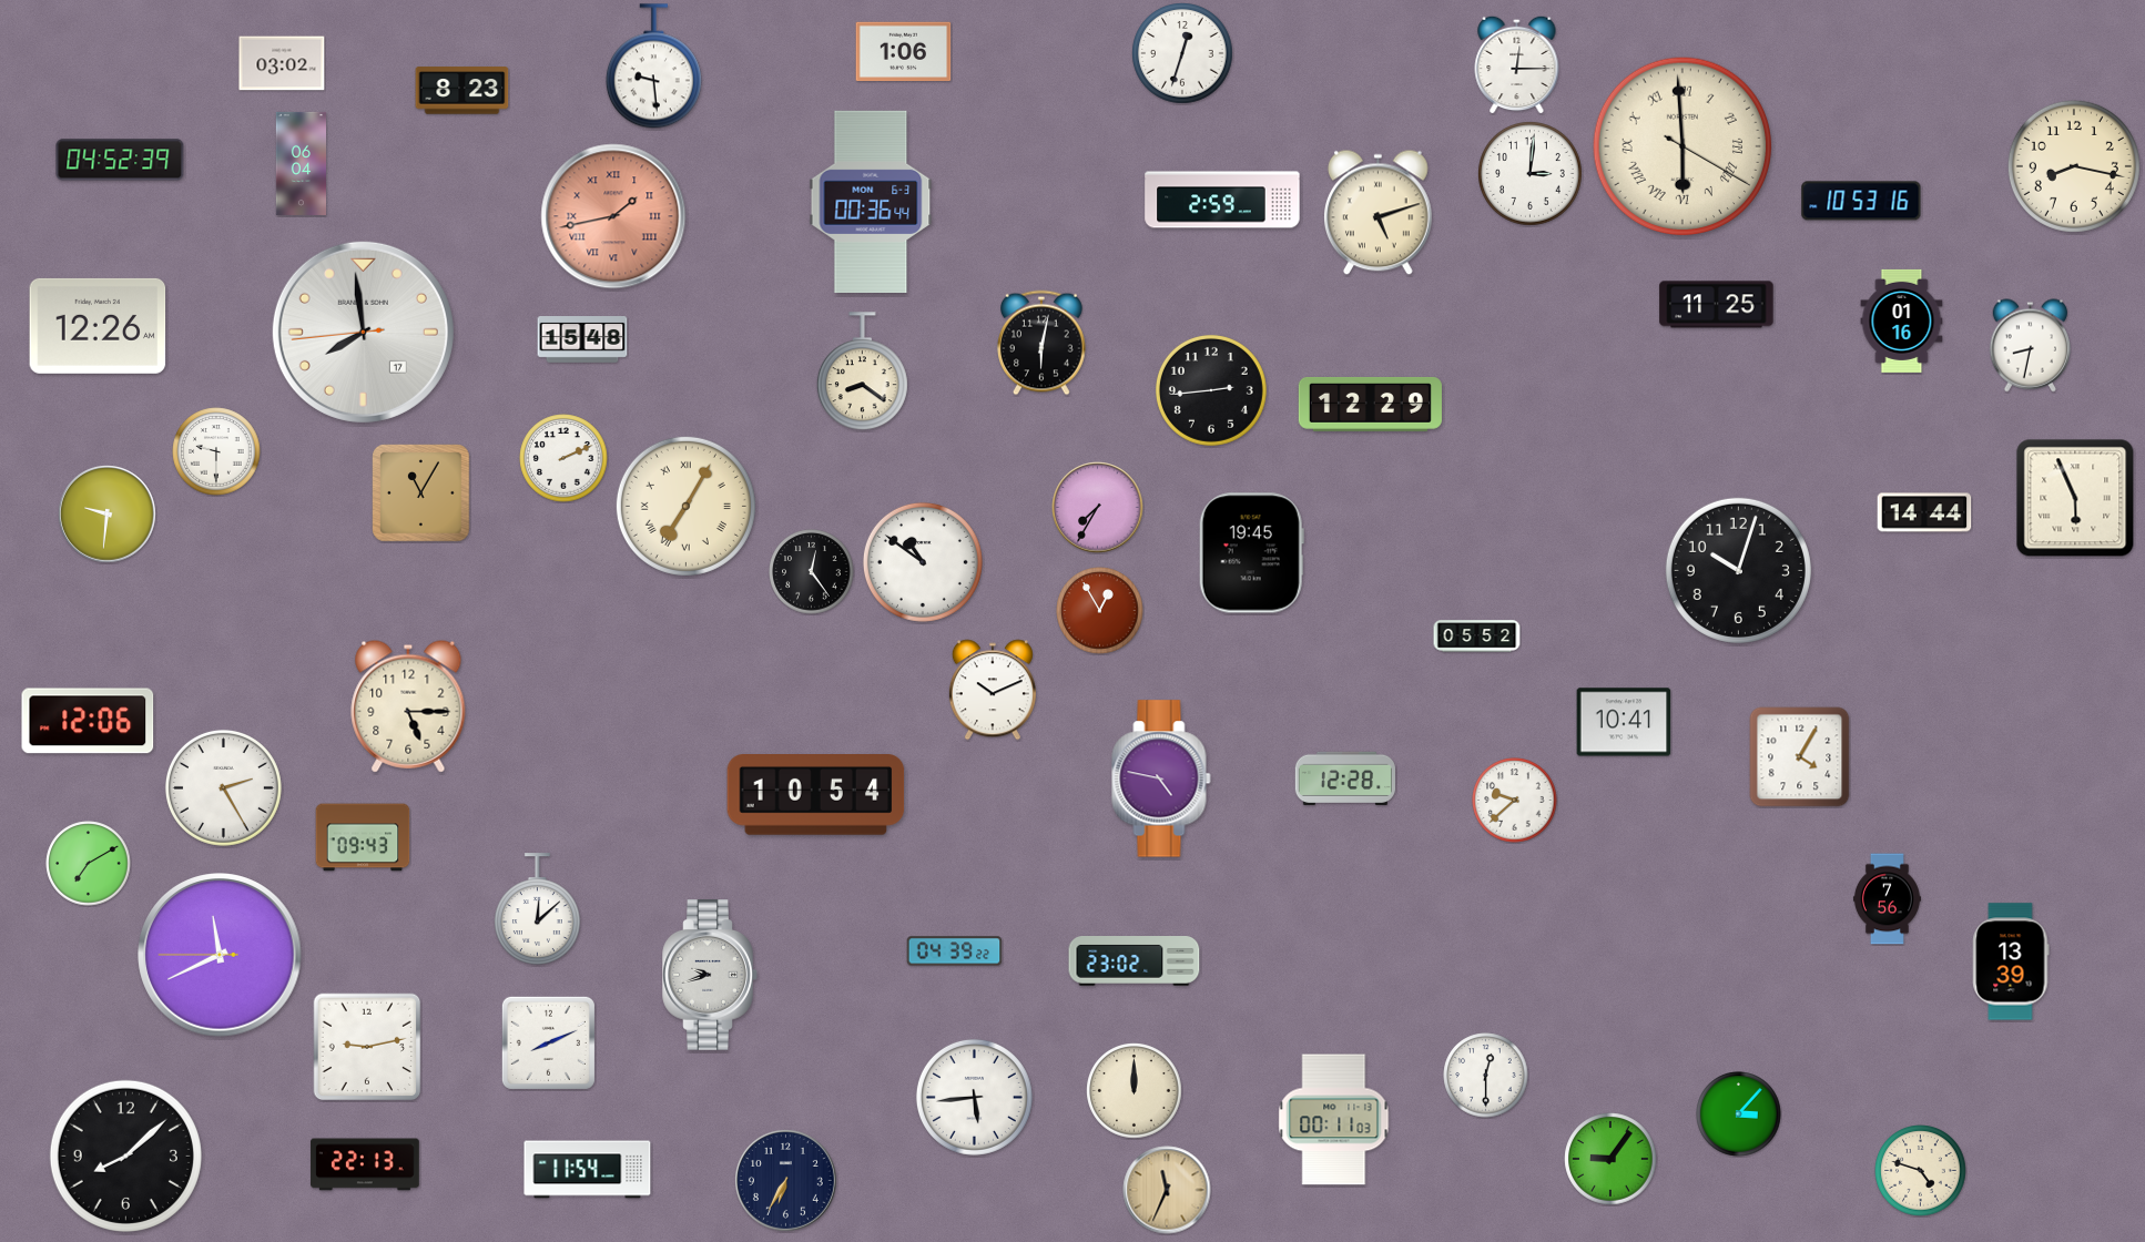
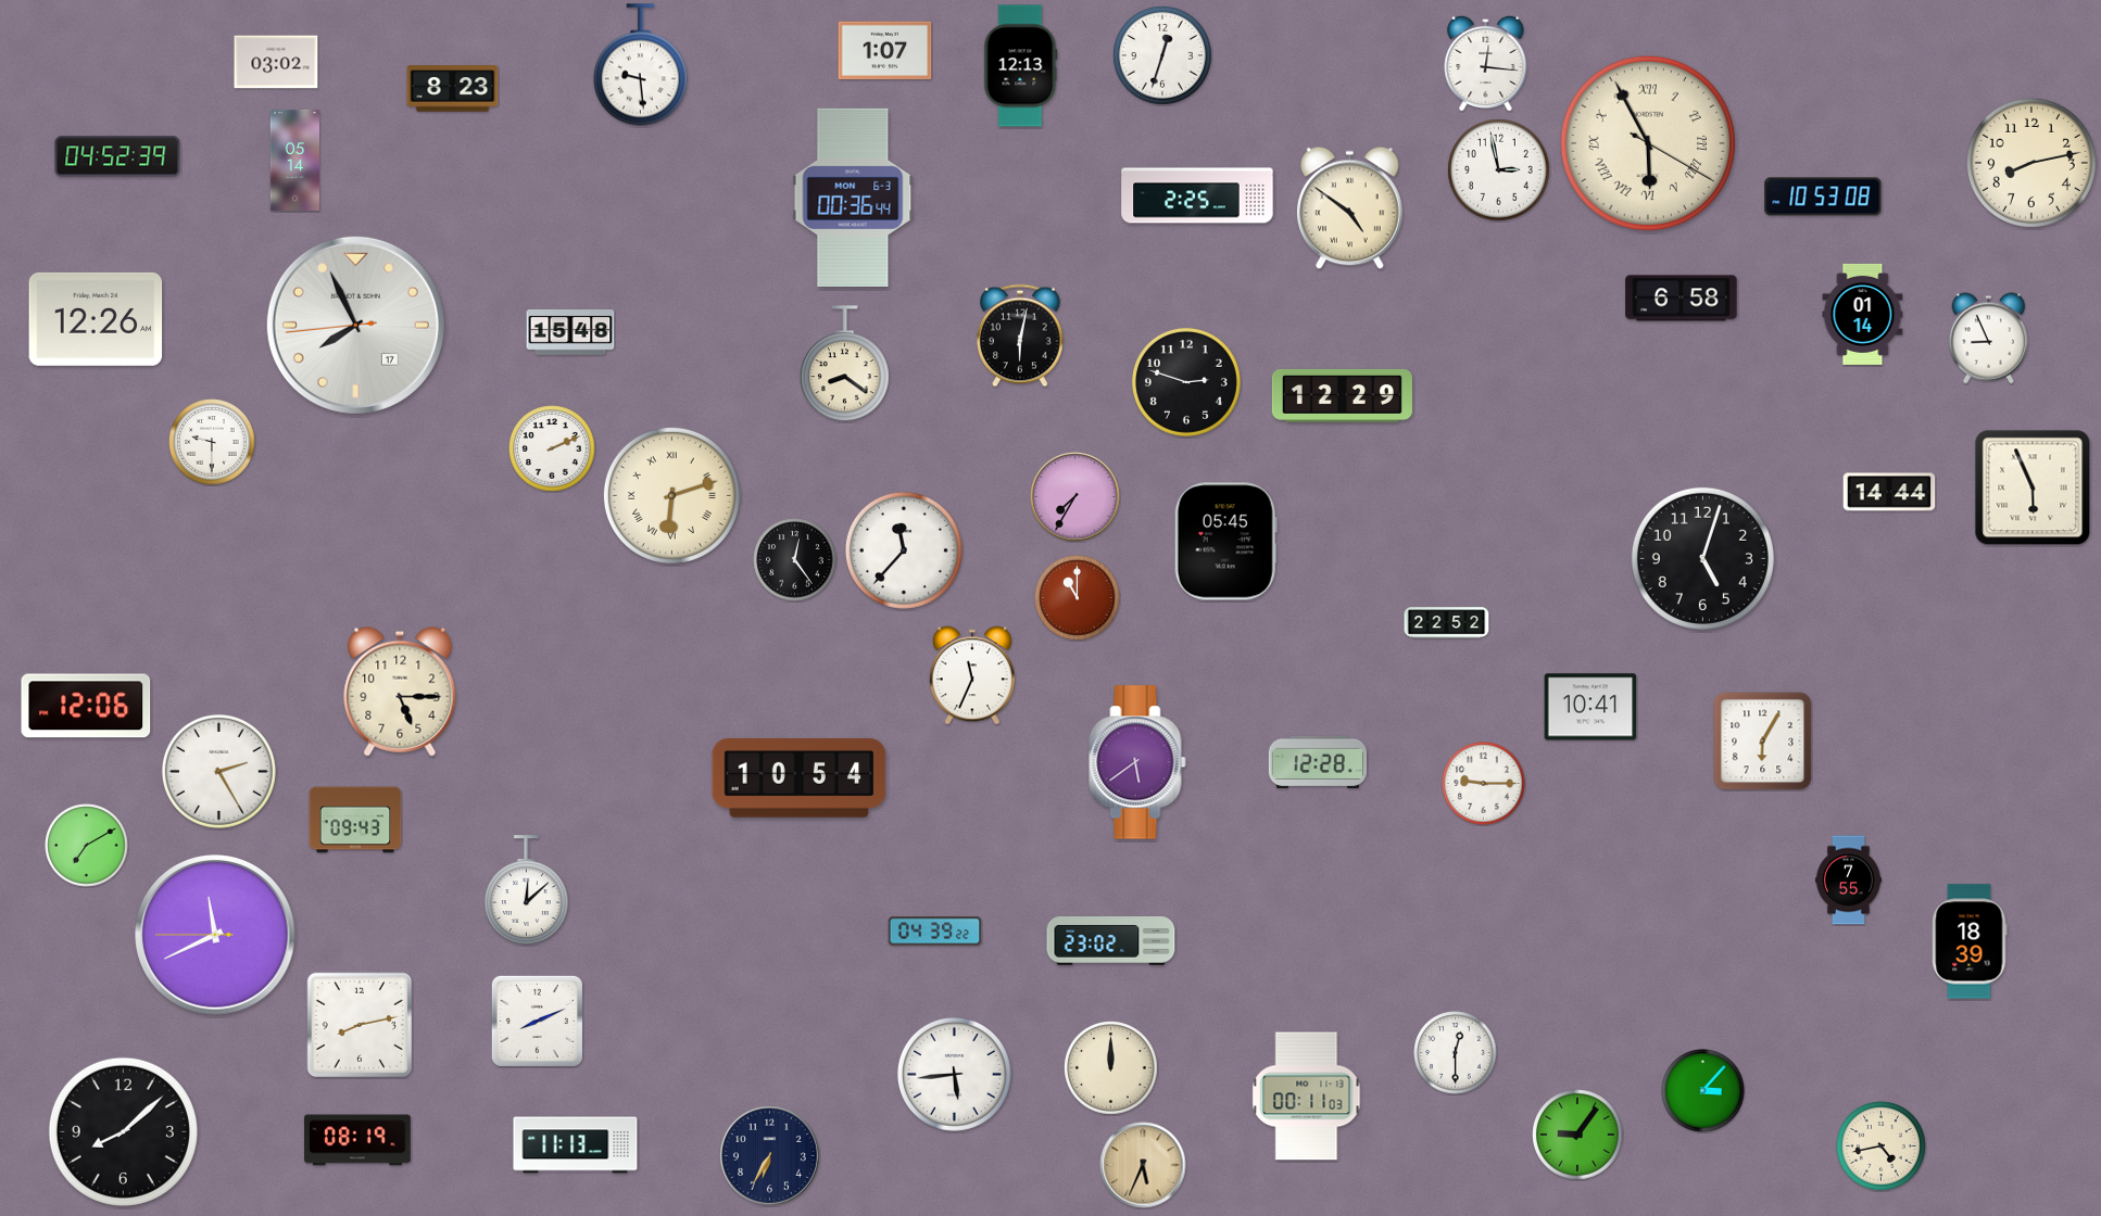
clock at (904, 52): 1:06 -> 1:07
clock at (1183, 54) position: (1183, 54) -> (1163, 56)
clock at (1517, 64): 12:15 -> 12:16
clock at (1021, 66): none -> 12:13
clock at (1683, 146): 5:59 -> 5:55
clock at (301, 163): 06:04 -> 05:14
clock at (2074, 166): 8:17 -> 8:13
clock at (1531, 174): 3:01 -> 2:58
clock at (1222, 200): 2:59 -> 2:25
clock at (1861, 201): 10:53:16 -> 10:53:08
clock at (1378, 213): 5:12 -> 4:51
clock at (613, 216): 1:43 -> none
clock at (1717, 305): 11:25 -> 6:58
clock at (1902, 320): 01:16 -> 01:14
clock at (363, 332): 7:58 -> 7:55
clock at (2031, 346): 8:32 -> 8:56
clock at (1211, 390): 2:44 -> 2:48
clock at (421, 493): 11:05 -> none
clock at (685, 506): 7:05 -> 6:12
clock at (1924, 512) position: (1924, 512) -> (1889, 492)
clock at (108, 515): 9:31 -> none
clock at (1251, 553): 19:45 -> 05:45
clock at (923, 562): 10:51 -> 11:37
clock at (1738, 570): 10:03 -> 5:03
clock at (1100, 611): 12:55 -> 11:00
clock at (1477, 637): 05:52 -> 22:52
clock at (993, 690): 10:11 -> 11:34
clock at (1800, 757): 4:05 -> 6:05
clock at (1161, 778): 4:47 -> 5:39
clock at (1515, 801): 9:38 -> 9:15
clock at (1887, 899): 7:56 -> 7:55
clock at (2011, 961): 13:39 -> 18:39
clock at (710, 976): 9:42 -> none
clock at (367, 1047): 9:13 -> 8:13
clock at (365, 1164): 22:13 -> 08:19
clock at (588, 1170): 11:54 -> 11:13
clock at (1921, 1171): 4:48 -> 4:43
clock at (1167, 1190): 11:34 -> 5:34
